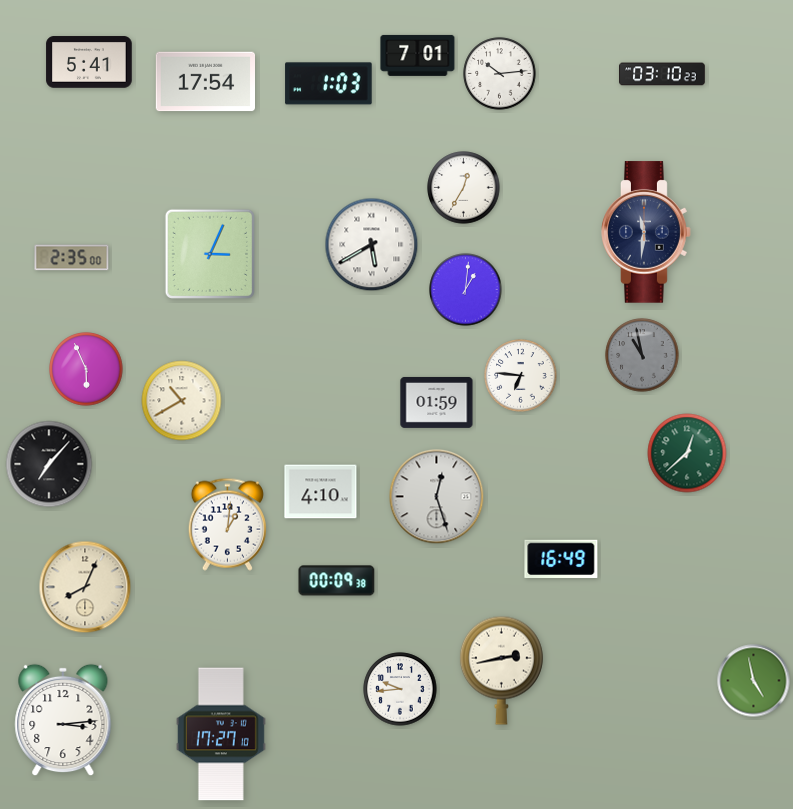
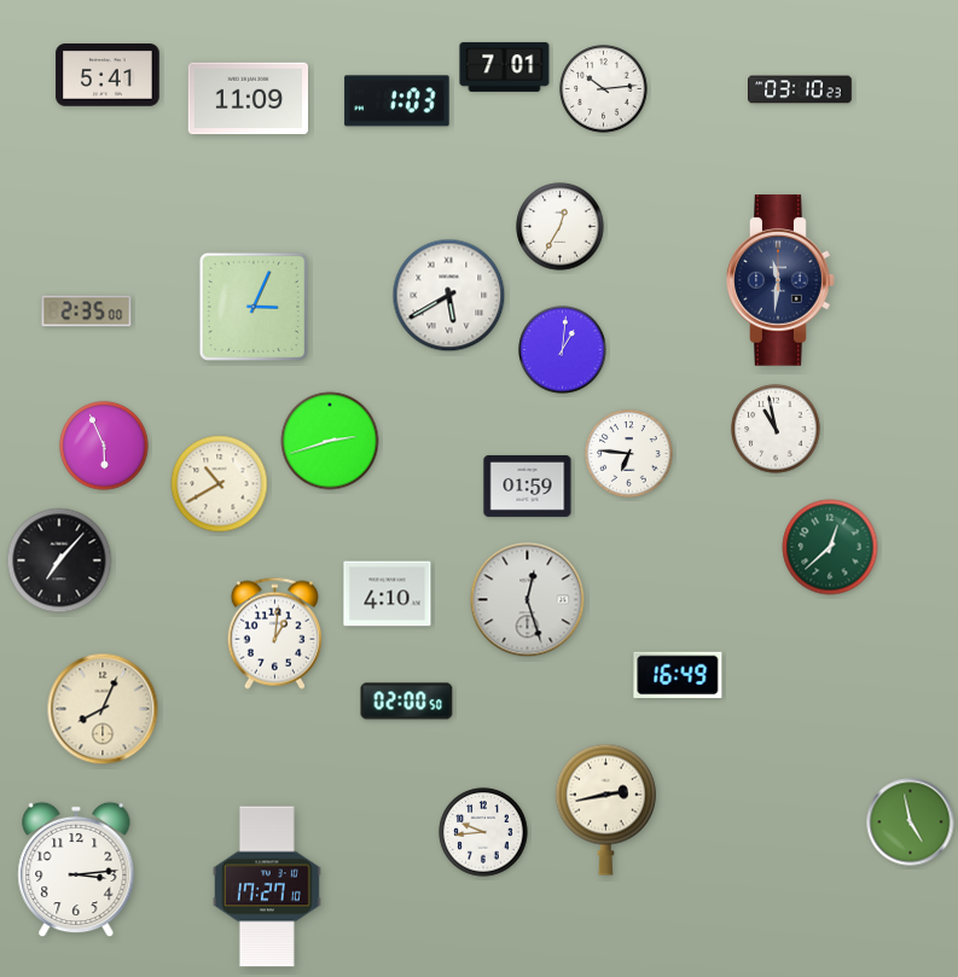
clock at (205, 82): 17:54 -> 11:09
clock at (642, 355) dial: grey -> white
clock at (330, 441): none -> 2:42
clock at (337, 581): 00:09 -> 02:00
